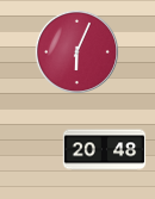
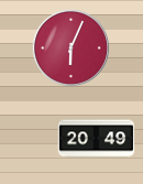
clock at (105, 150): 20:48 -> 20:49
